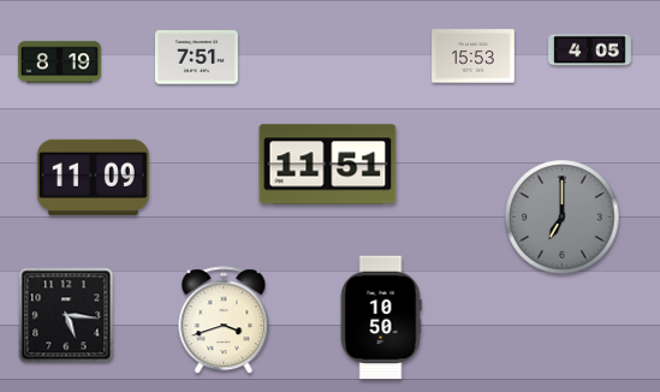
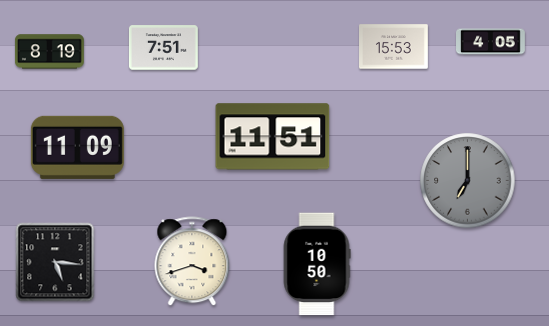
clock at (224, 321) position: (224, 321) -> (192, 262)
